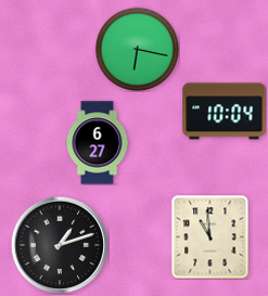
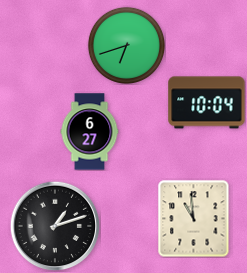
clock at (137, 49): 6:17 -> 6:42
